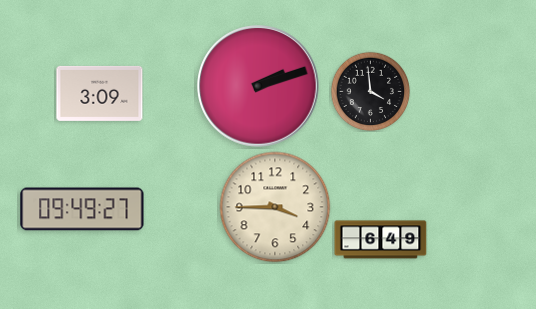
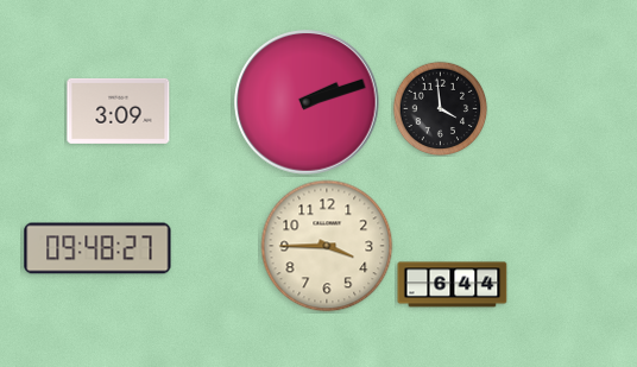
clock at (82, 209): 09:49 -> 09:48
clock at (381, 240): 6:49 -> 6:44
